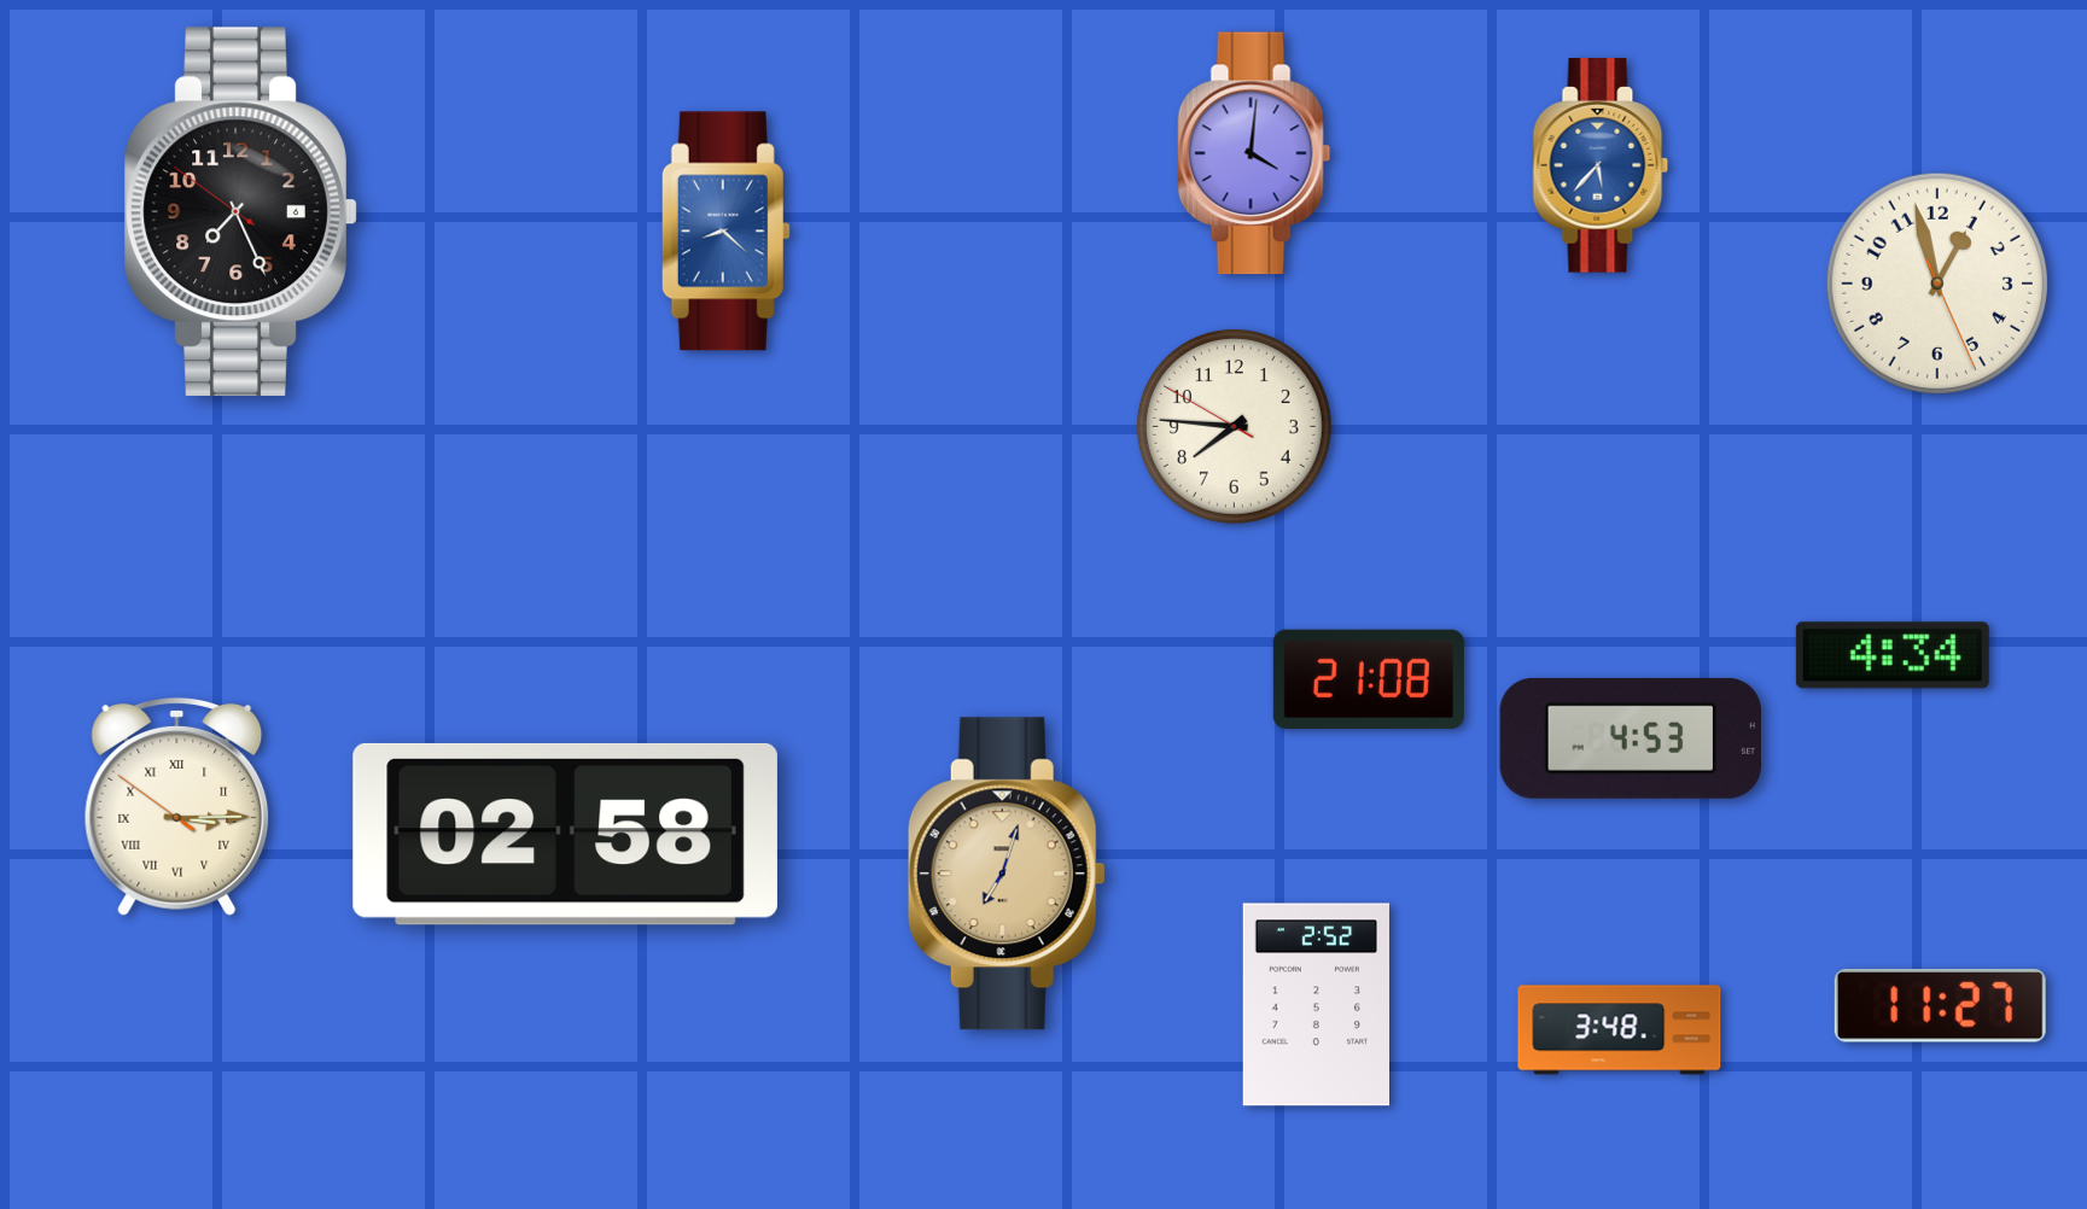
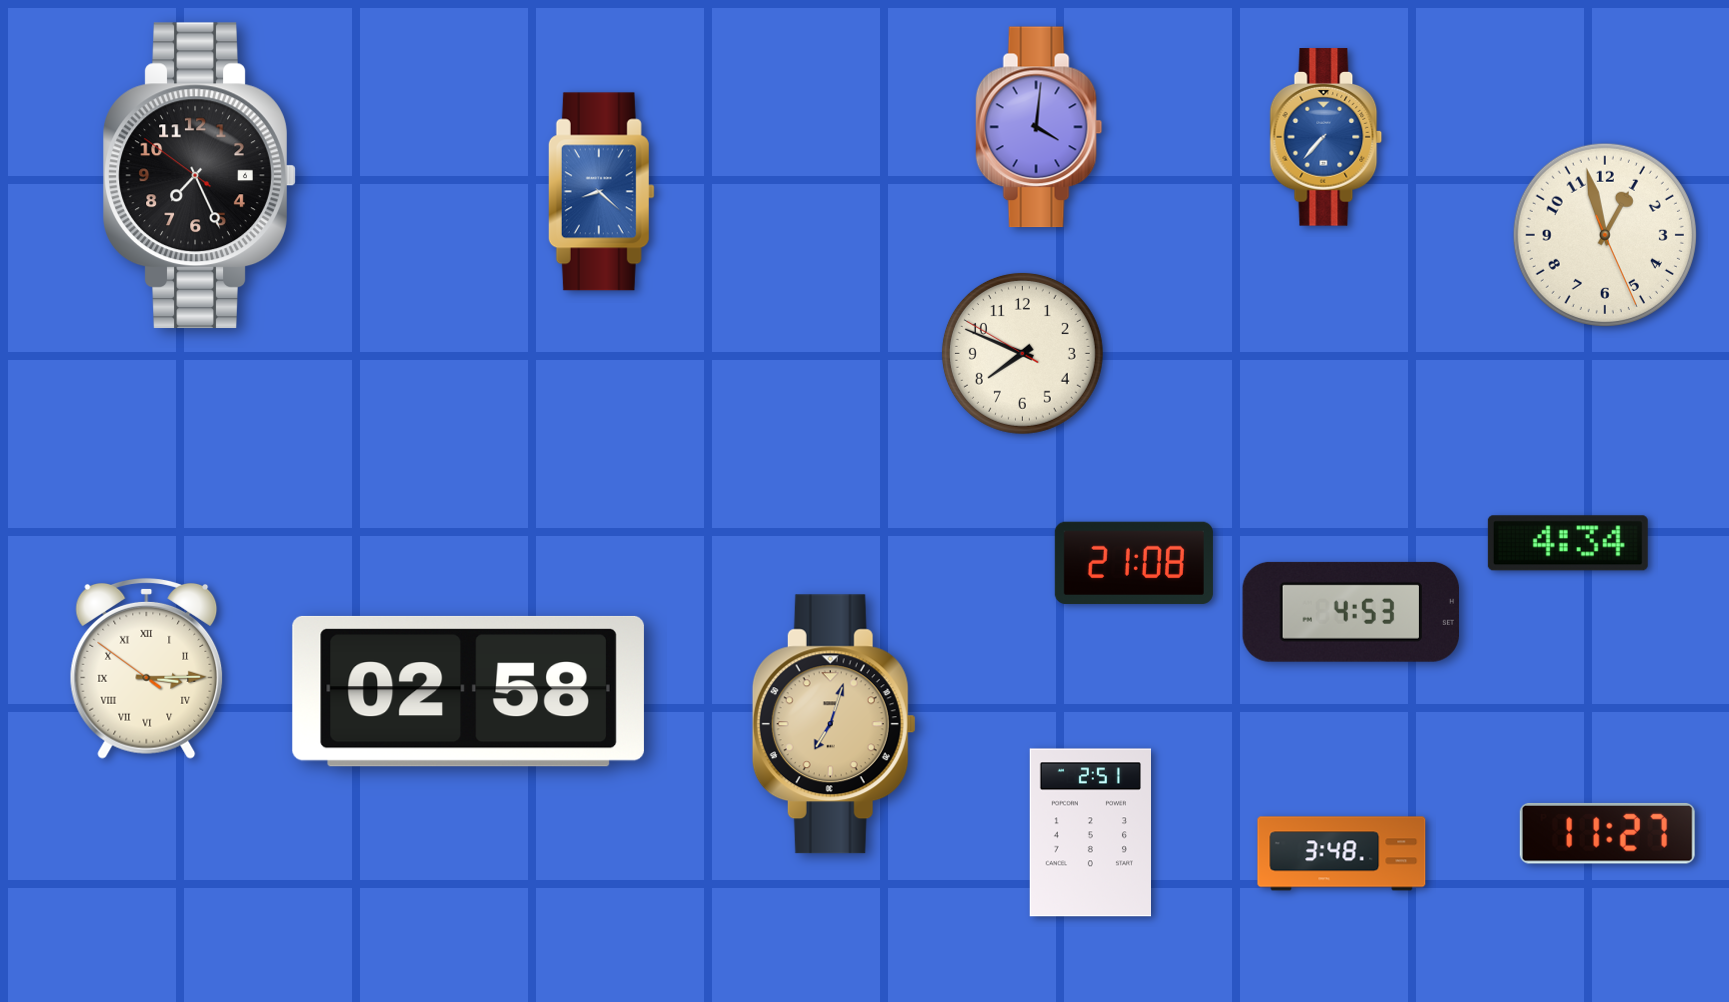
clock at (1601, 165): 5:37 -> 7:37
clock at (1234, 426): 7:45 -> 7:48
clock at (1316, 1005): 2:52 -> 2:51
